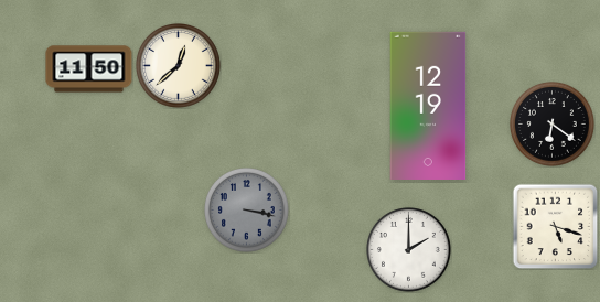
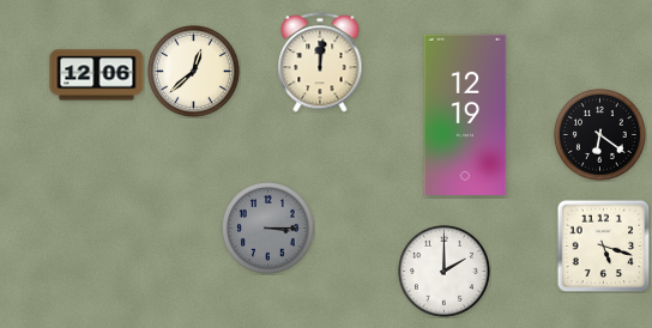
clock at (320, 62): none -> 12:01
clock at (89, 69): 11:50 -> 12:06
clock at (247, 211): 3:17 -> 3:15
